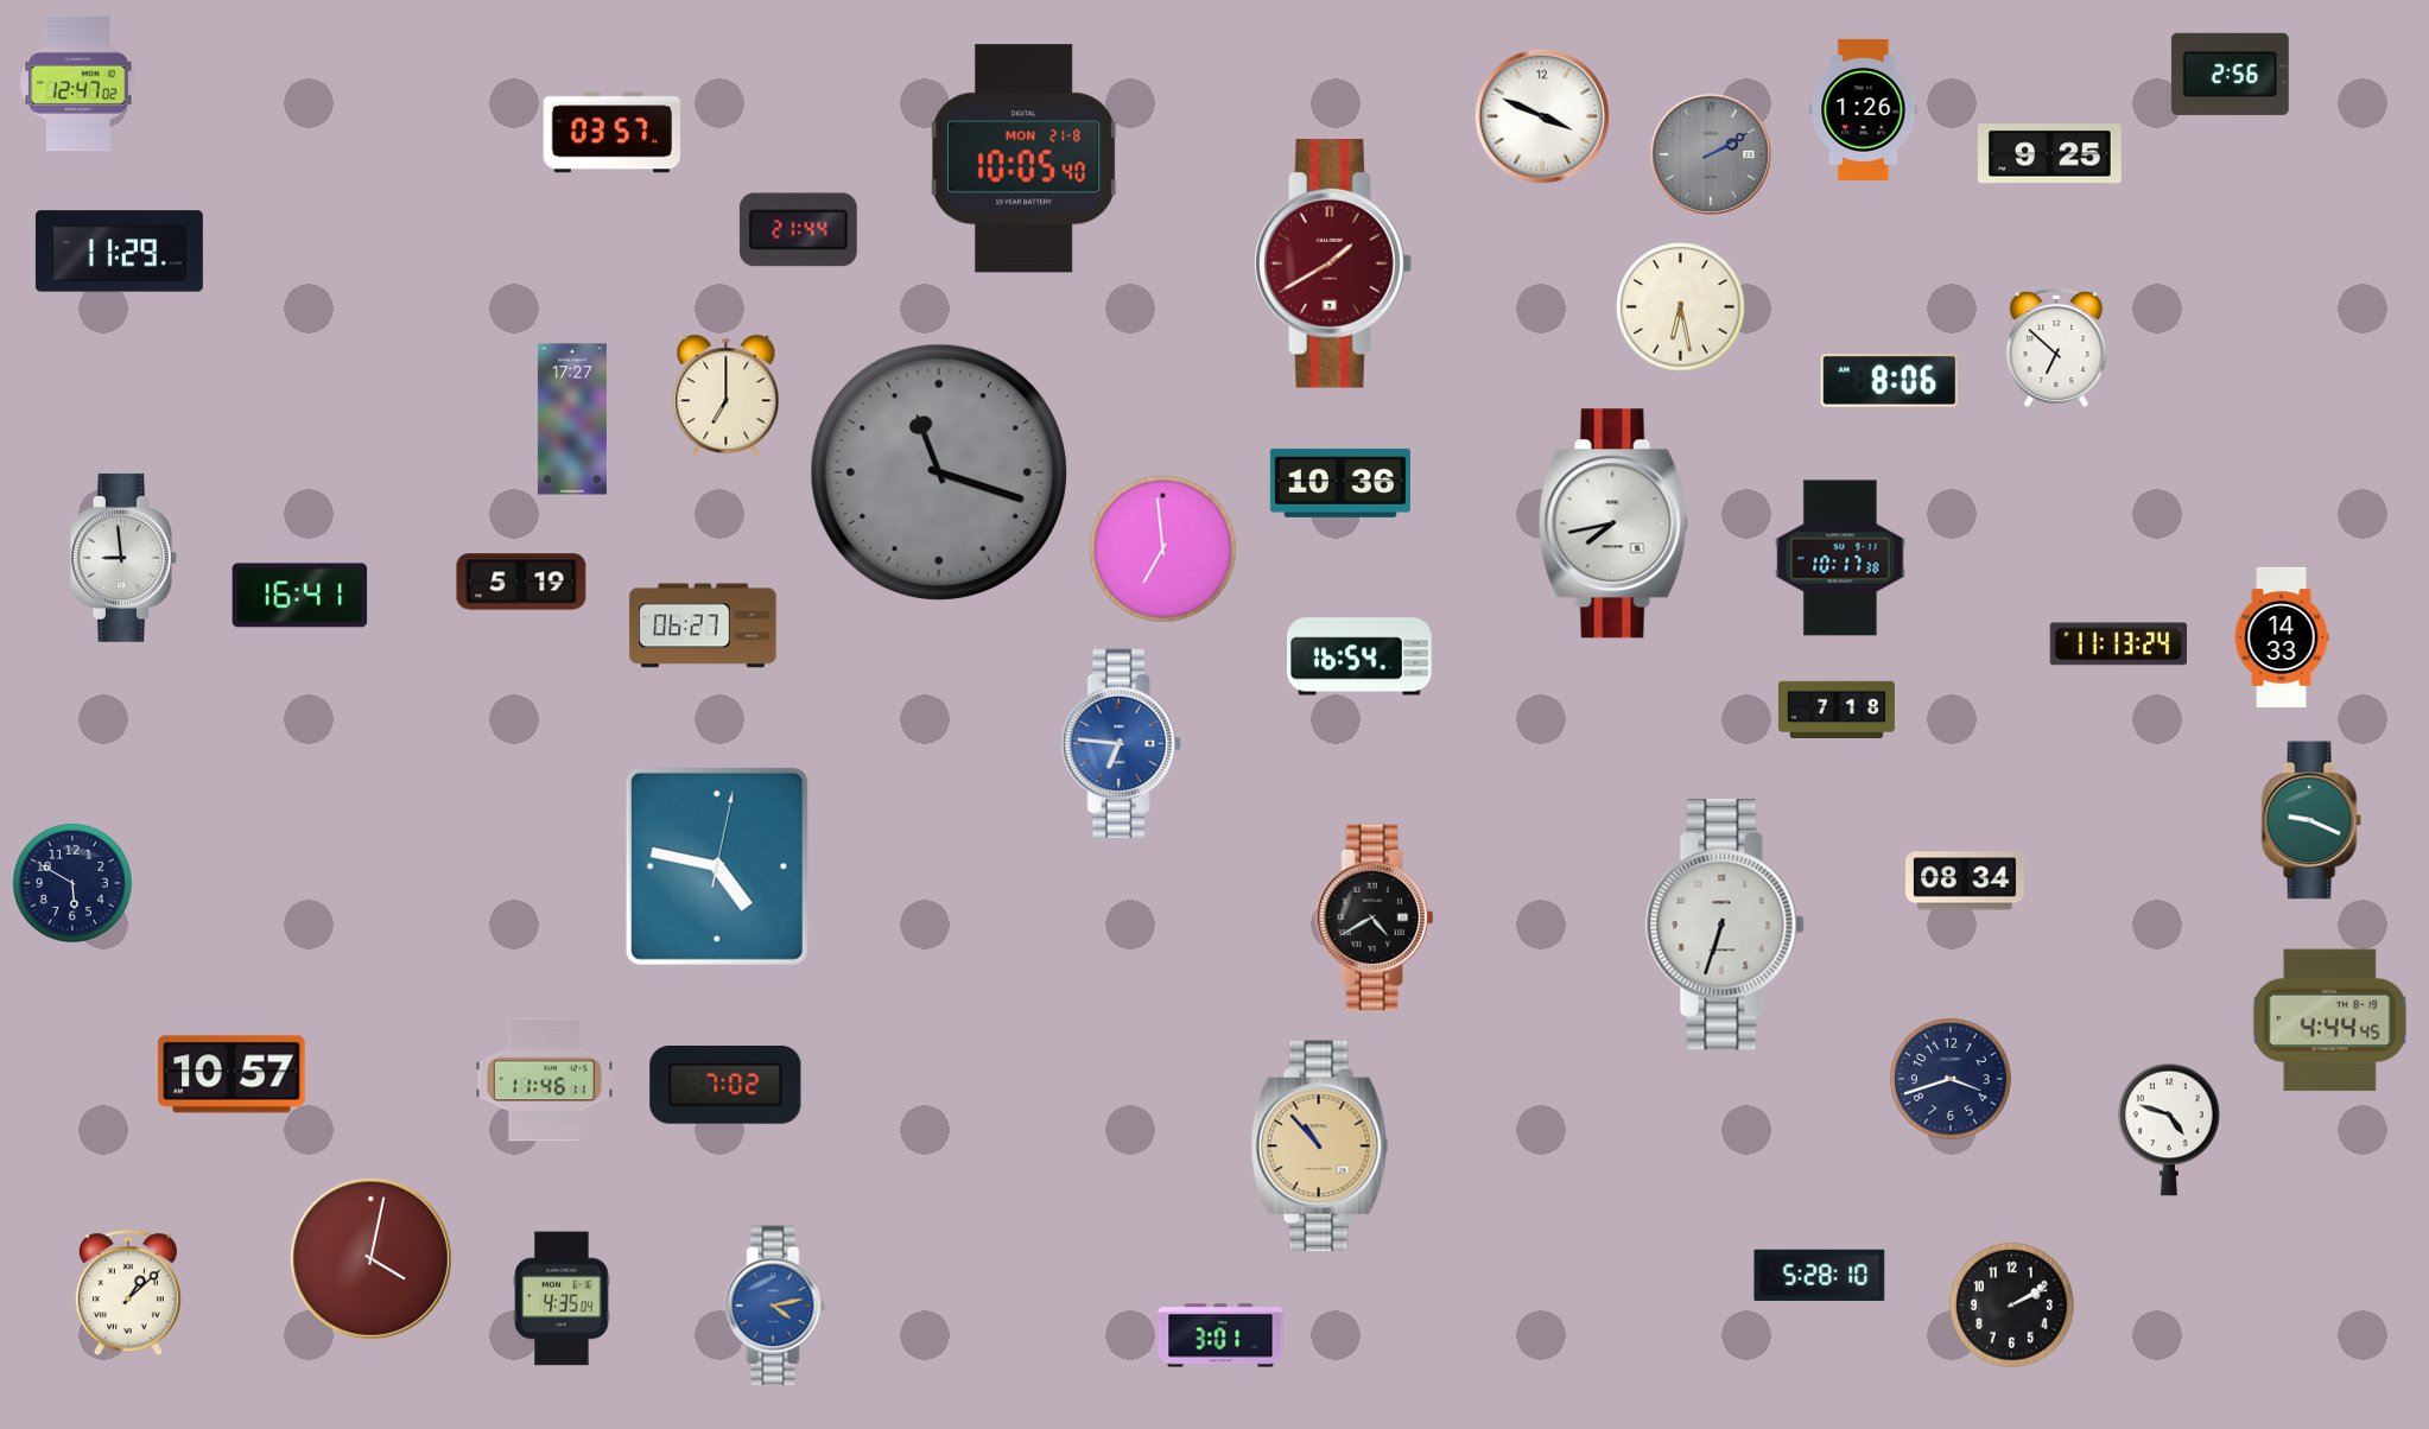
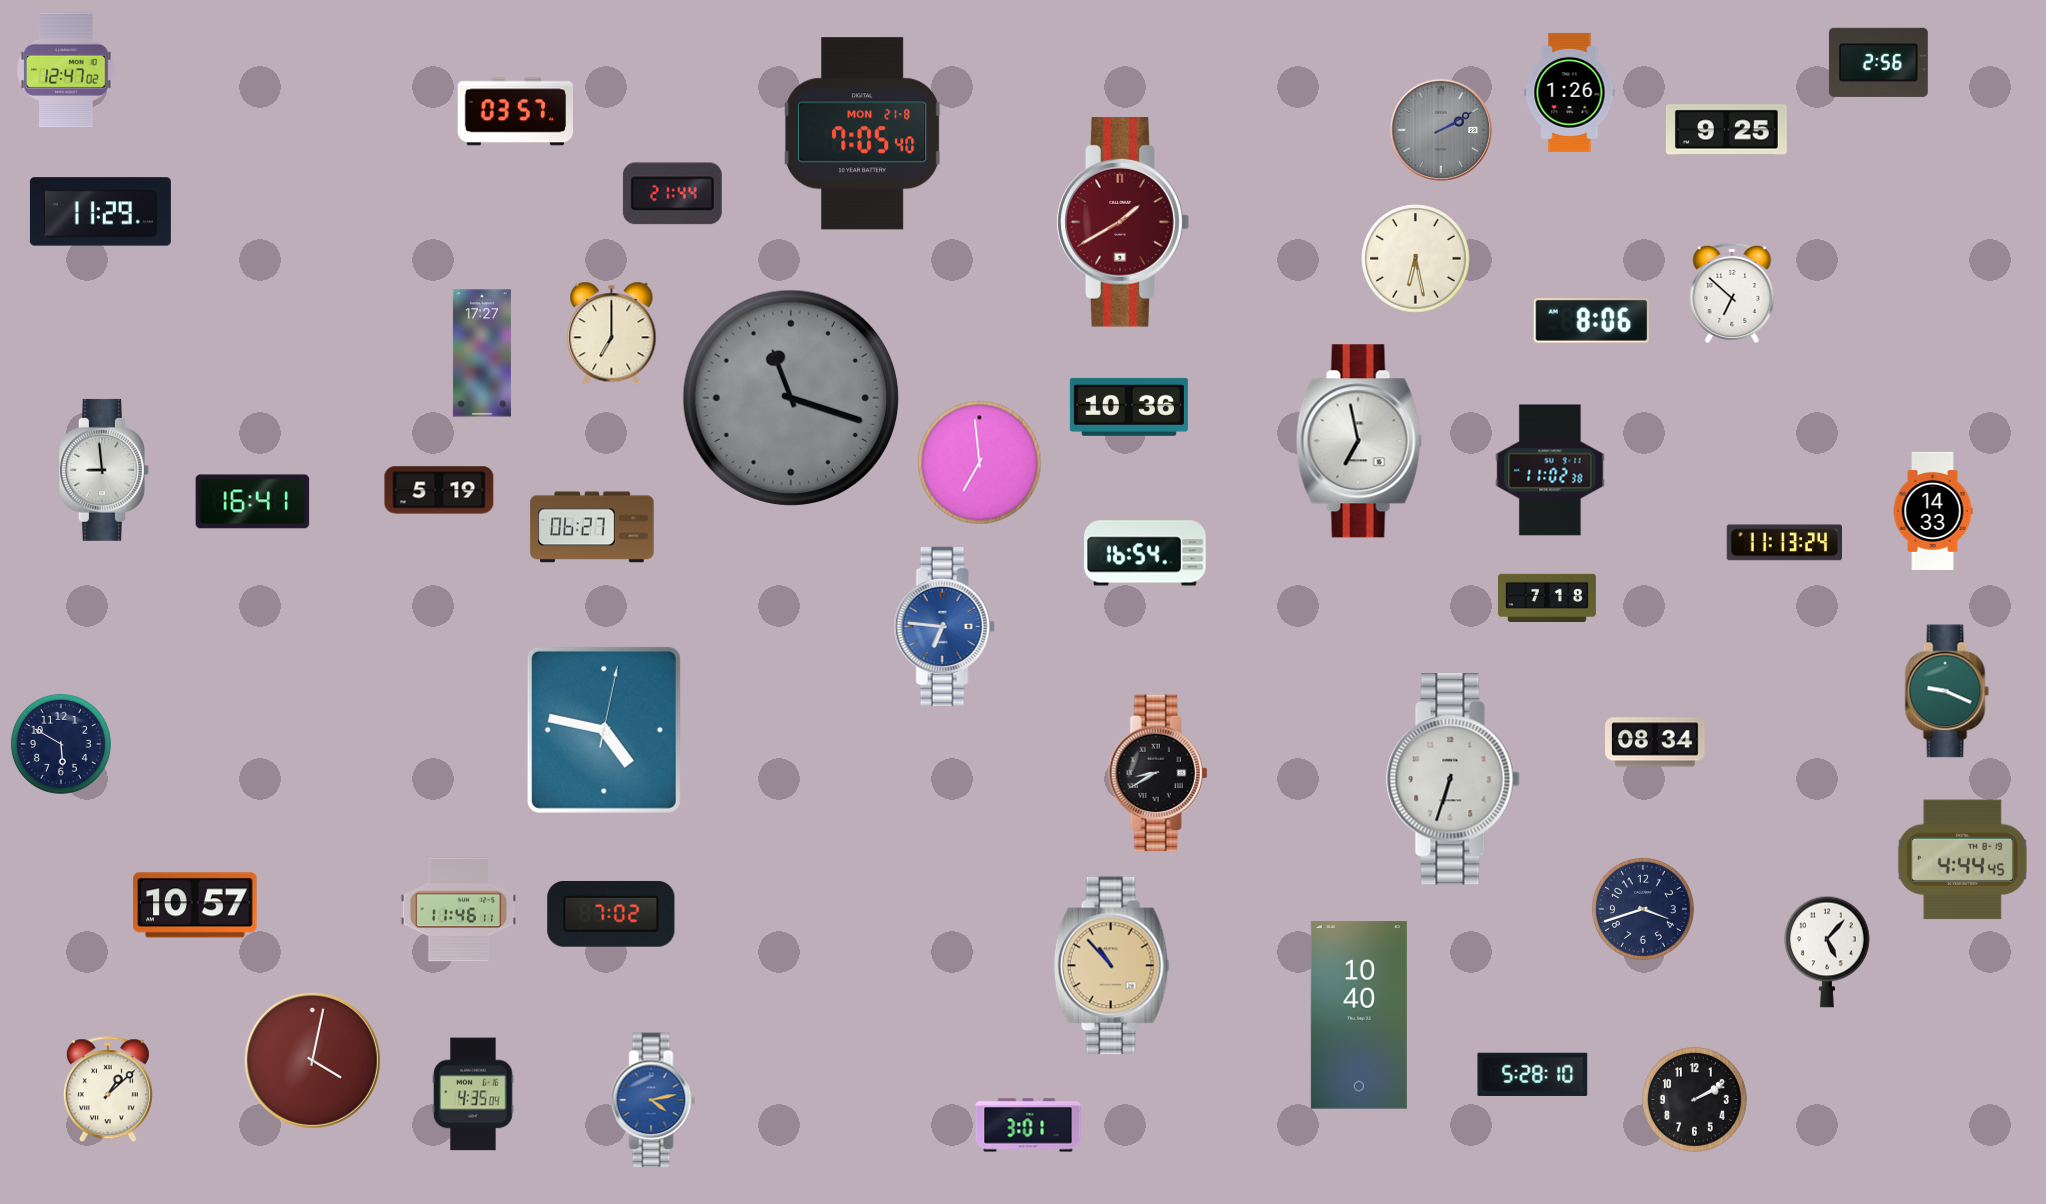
clock at (1542, 116): 3:49 -> none
clock at (1023, 159): 10:05 -> 7:05
clock at (1613, 523): 7:43 -> 6:58
clock at (1840, 558): 10:17 -> 11:02
clock at (2282, 637) position: (2282, 637) -> (1933, 511)
clock at (1375, 917): 4:40 -> 8:40
clock at (2169, 1130): 4:48 -> 5:07
clock at (1359, 1015): none -> 10:40
